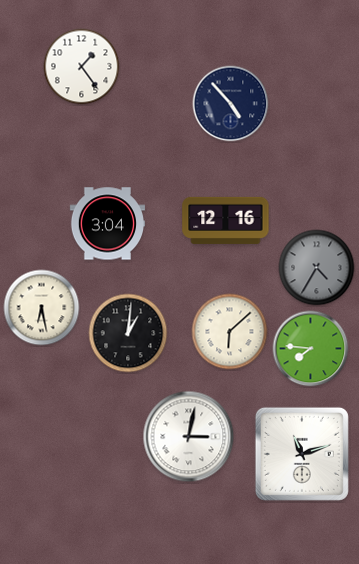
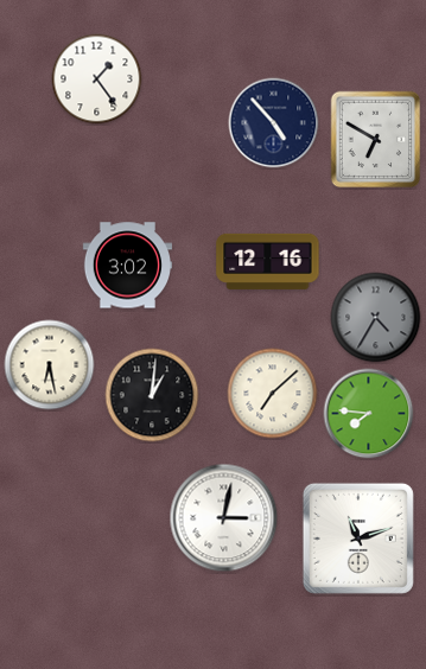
clock at (376, 140): none -> 6:50
clock at (107, 224): 3:04 -> 3:02
clock at (230, 332): 6:08 -> 7:08
